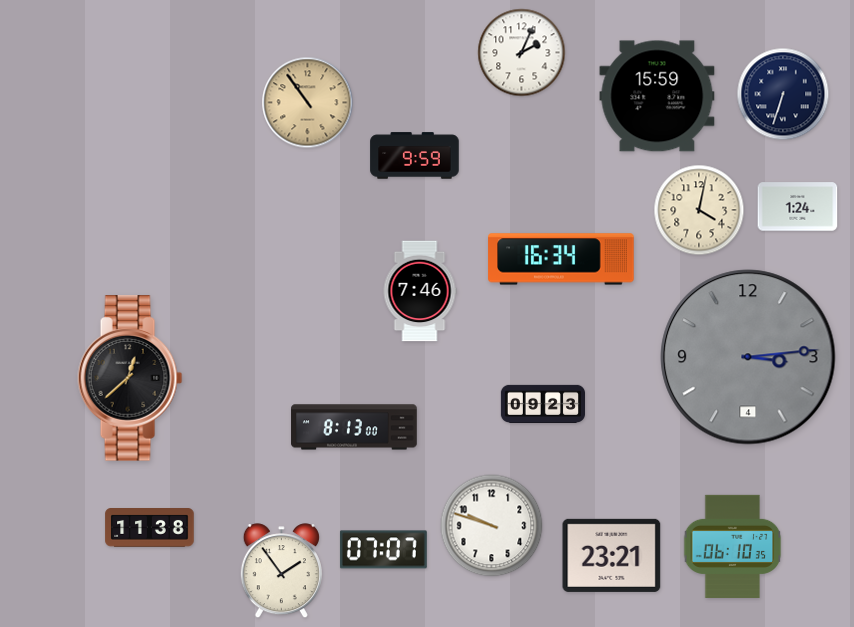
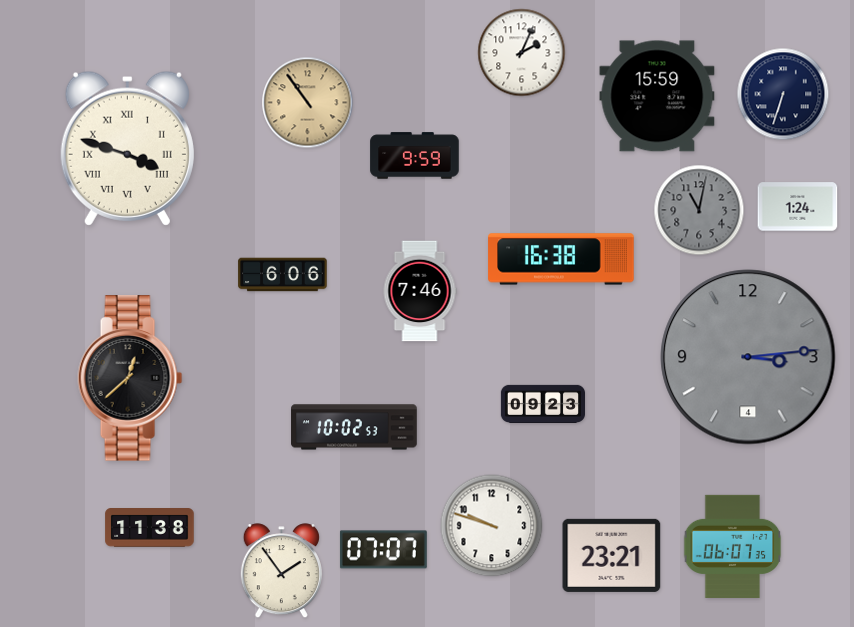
clock at (127, 148): none -> 3:48
clock at (699, 210): 4:02 -> 11:02
clock at (699, 210) dial: cream -> grey
clock at (561, 259): 16:34 -> 16:38
clock at (283, 275): none -> 6:06
clock at (354, 427): 8:13 -> 10:02
clock at (733, 546): 06:10 -> 06:07
